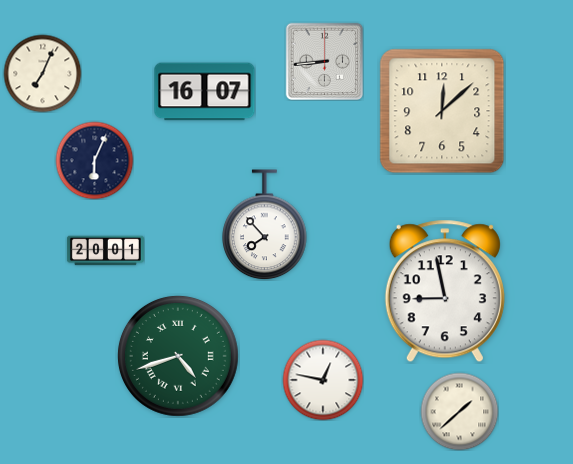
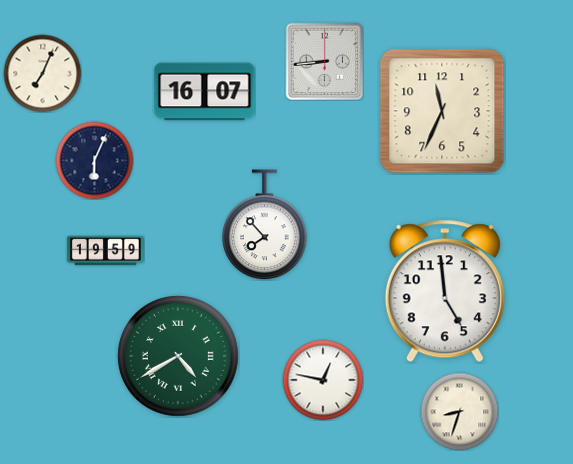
clock at (442, 111): 12:08 -> 11:34
clock at (105, 251): 20:01 -> 19:59
clock at (445, 291): 8:58 -> 4:59
clock at (178, 356): 4:42 -> 4:40
clock at (459, 411): 1:38 -> 8:33
